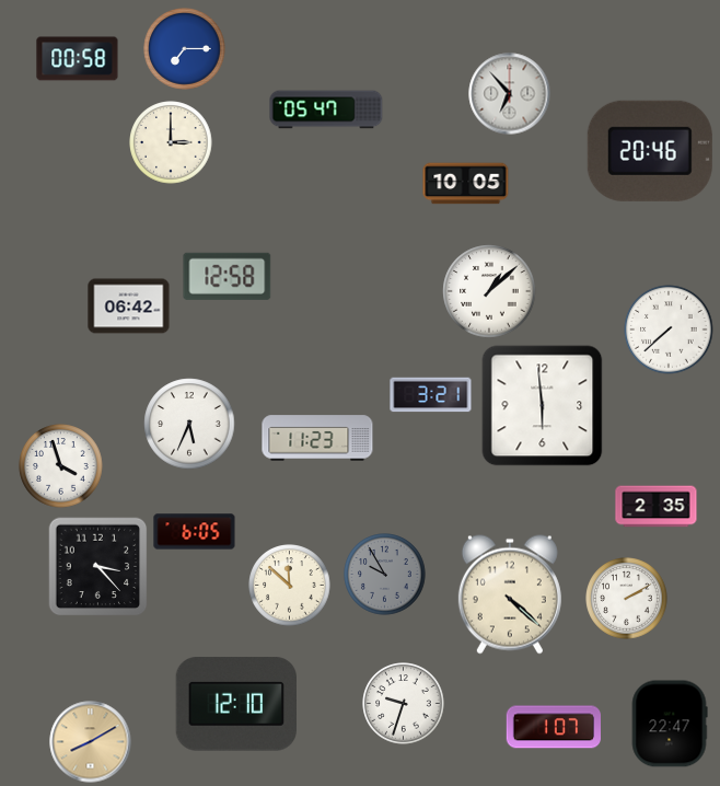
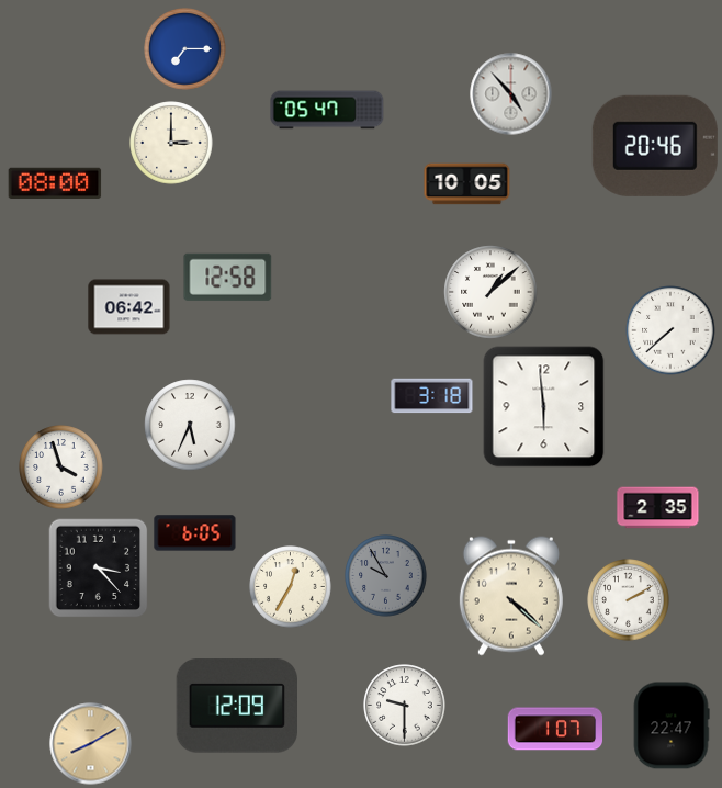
clock at (78, 59): 00:58 -> none
clock at (510, 94): 6:53 -> 4:53
clock at (650, 151) position: (650, 151) -> (655, 146)
clock at (55, 183): none -> 08:00
clock at (431, 395): 3:21 -> 3:18
clock at (317, 438): 11:23 -> none
clock at (290, 586): 11:52 -> 12:35
clock at (235, 704): 12:10 -> 12:09
clock at (404, 704): 9:33 -> 9:30
